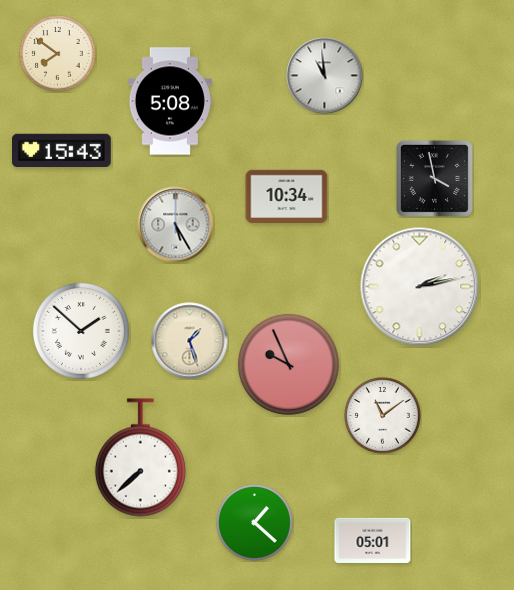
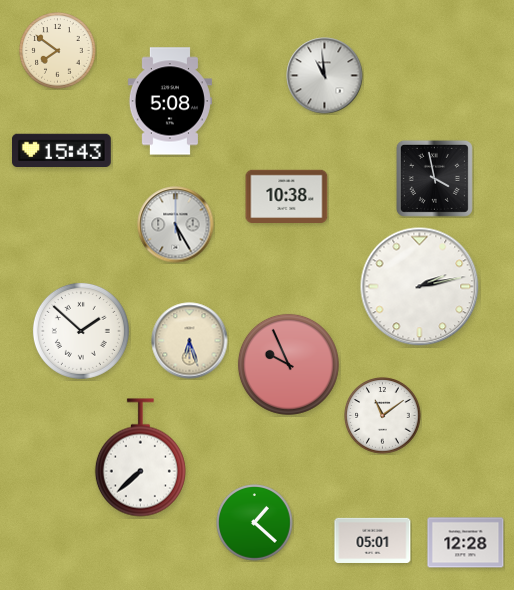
clock at (58, 54) position: (58, 54) -> (58, 51)
clock at (287, 196): 10:34 -> 10:38
clock at (190, 341): 1:27 -> 6:27
clock at (466, 543): none -> 12:28
